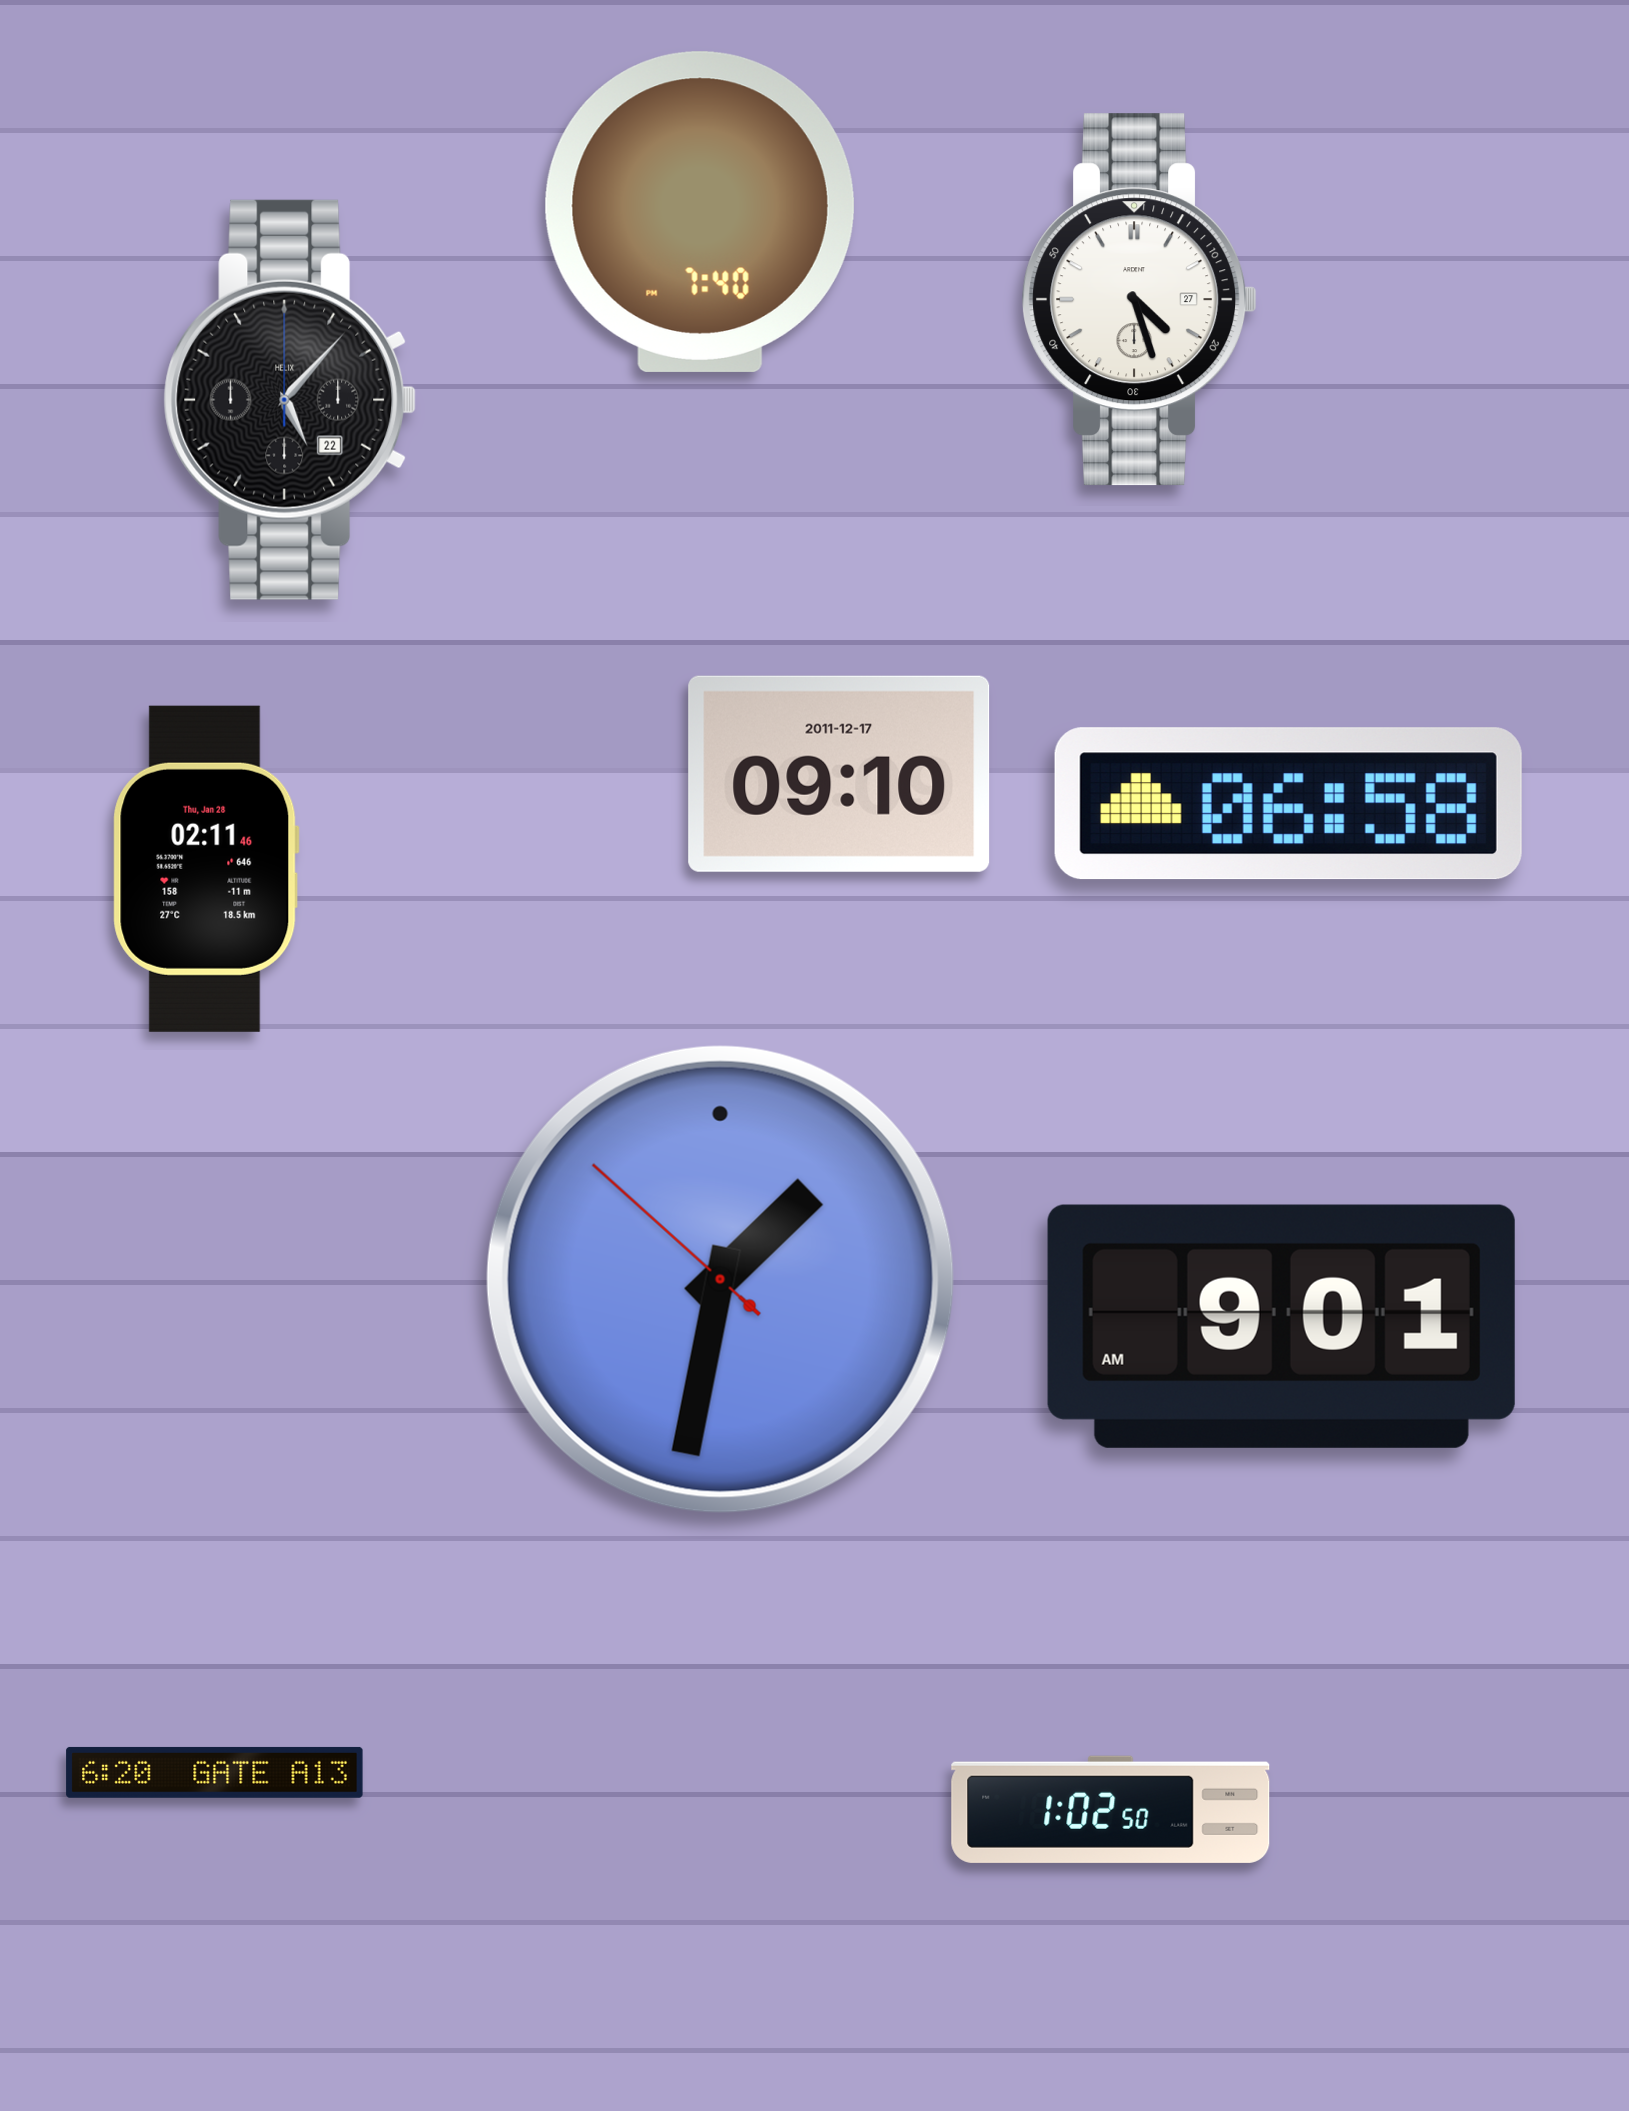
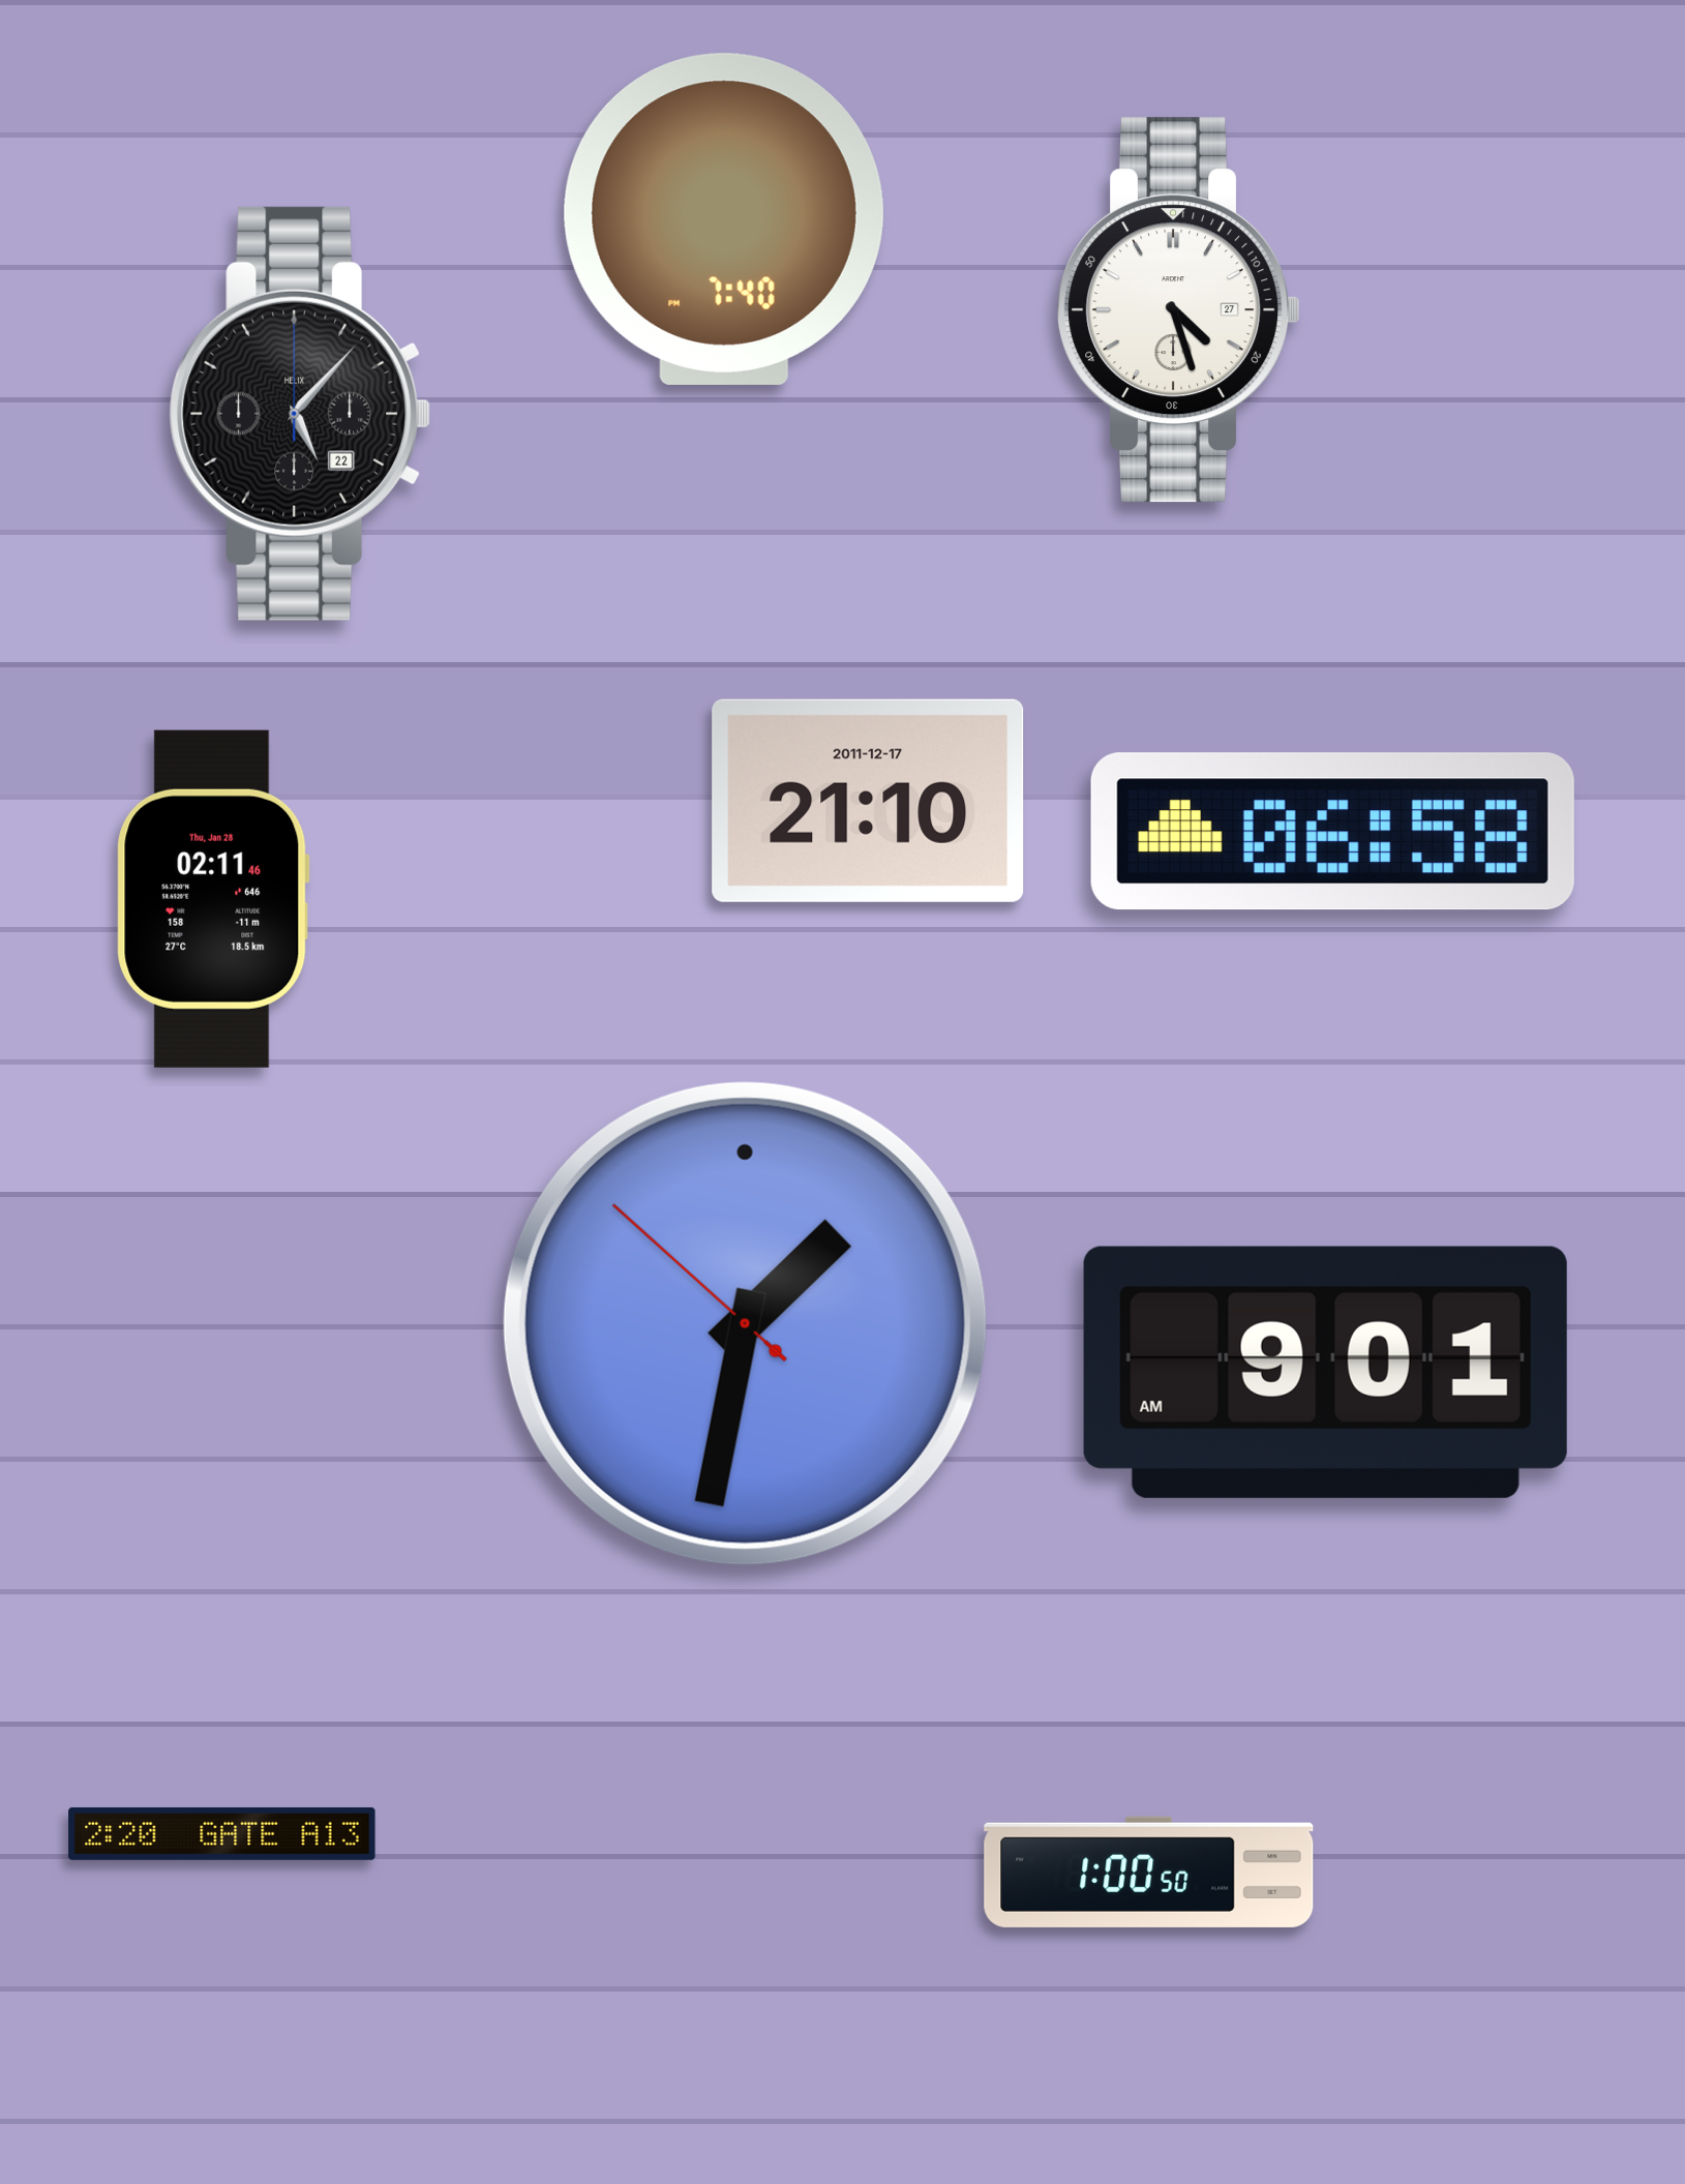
clock at (839, 774): 09:10 -> 21:10
clock at (215, 1772): 6:20 -> 2:20
clock at (1111, 1809): 1:02 -> 1:00
